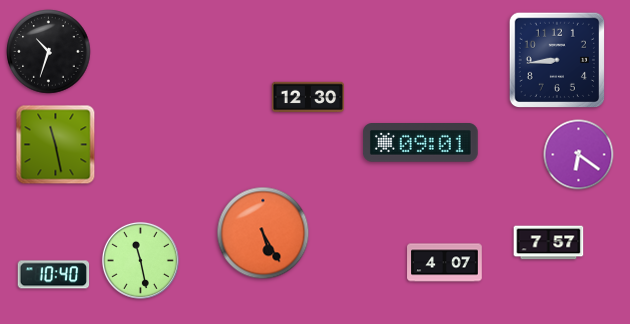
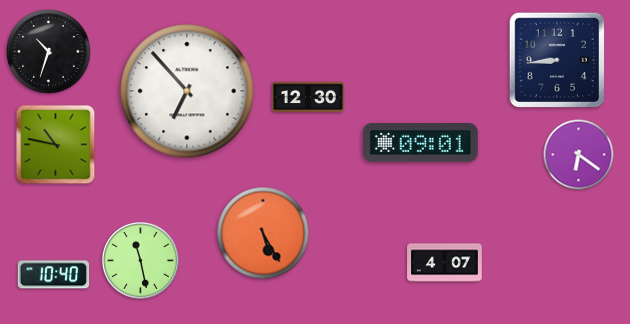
clock at (187, 91): none -> 6:53
clock at (56, 145): 11:28 -> 10:47
clock at (549, 243): 7:57 -> none
